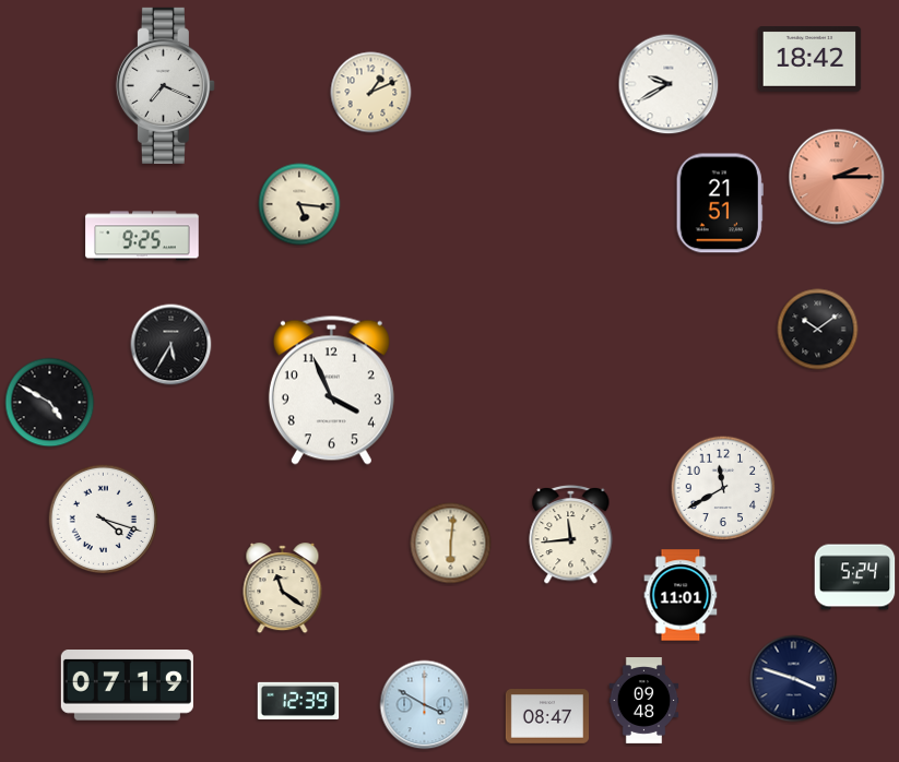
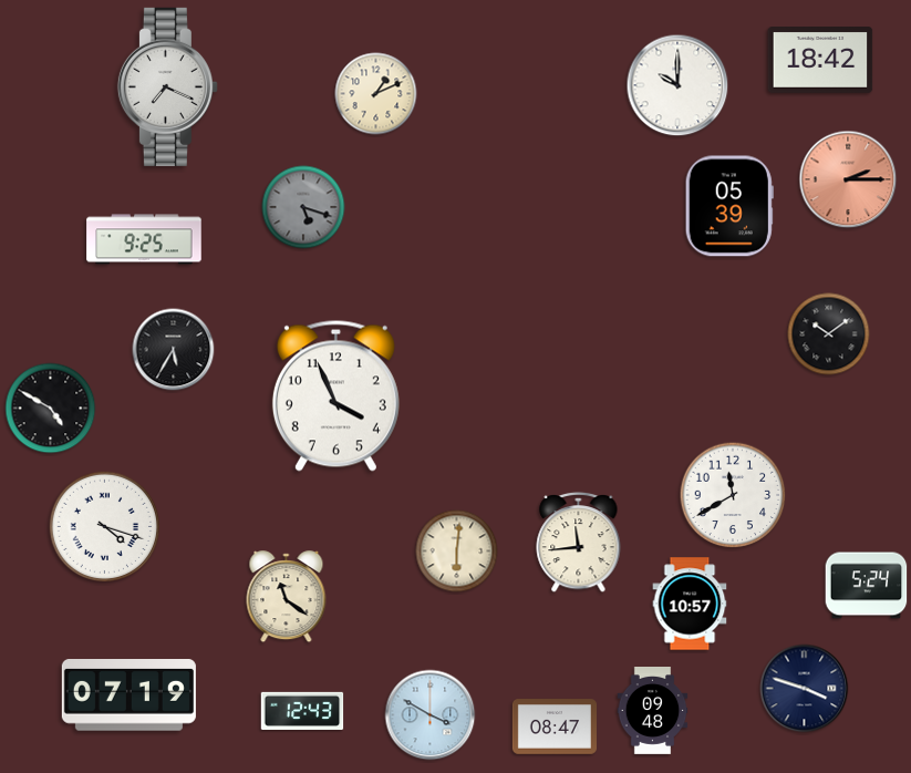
clock at (669, 84): 9:40 -> 10:00
clock at (720, 203): 21:51 -> 05:39
clock at (299, 204): 5:16 -> 5:18
clock at (299, 204) dial: cream -> grey
clock at (681, 595): 11:01 -> 10:57
clock at (298, 701): 12:39 -> 12:43
